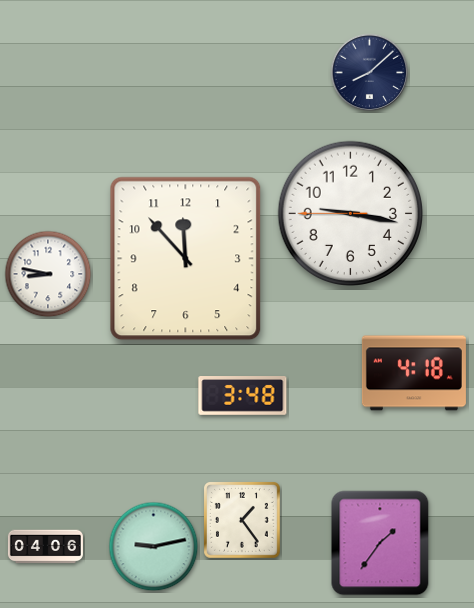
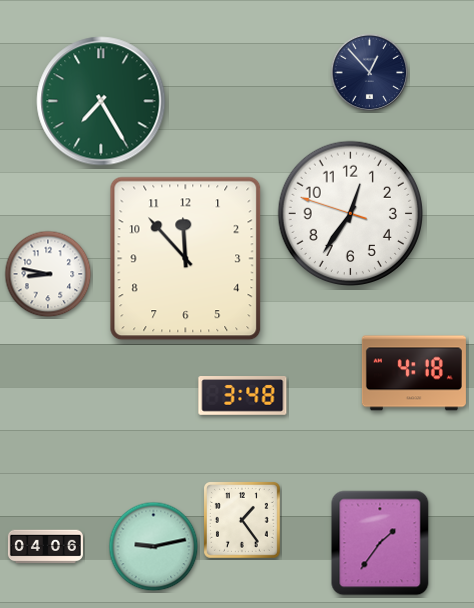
clock at (370, 73): 8:08 -> 12:53
clock at (101, 101): none -> 7:25
clock at (350, 213): 9:16 -> 12:35
